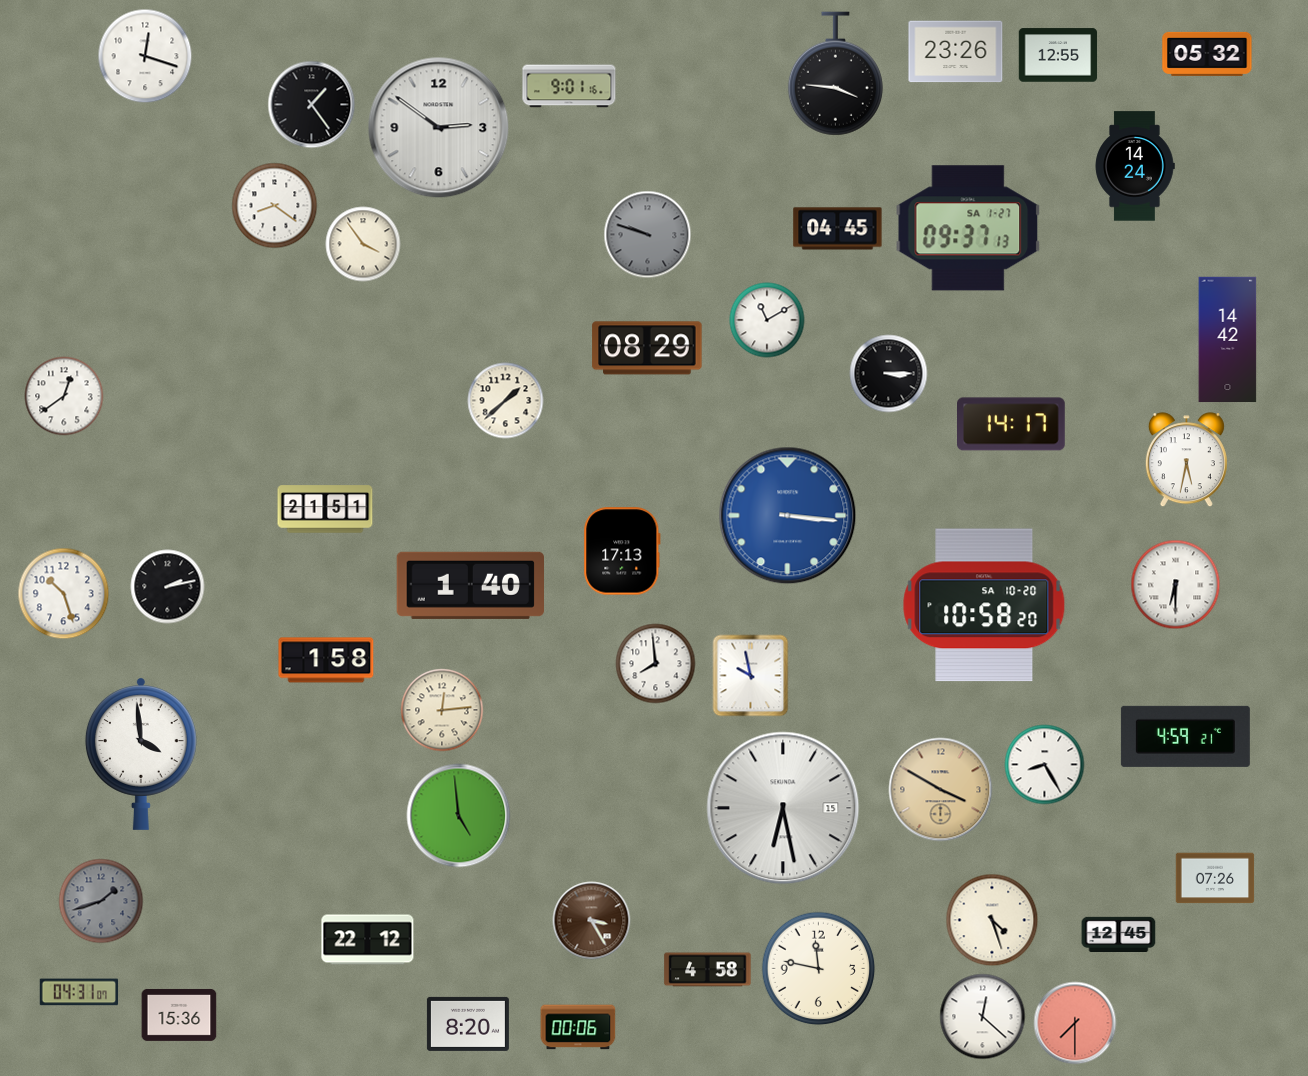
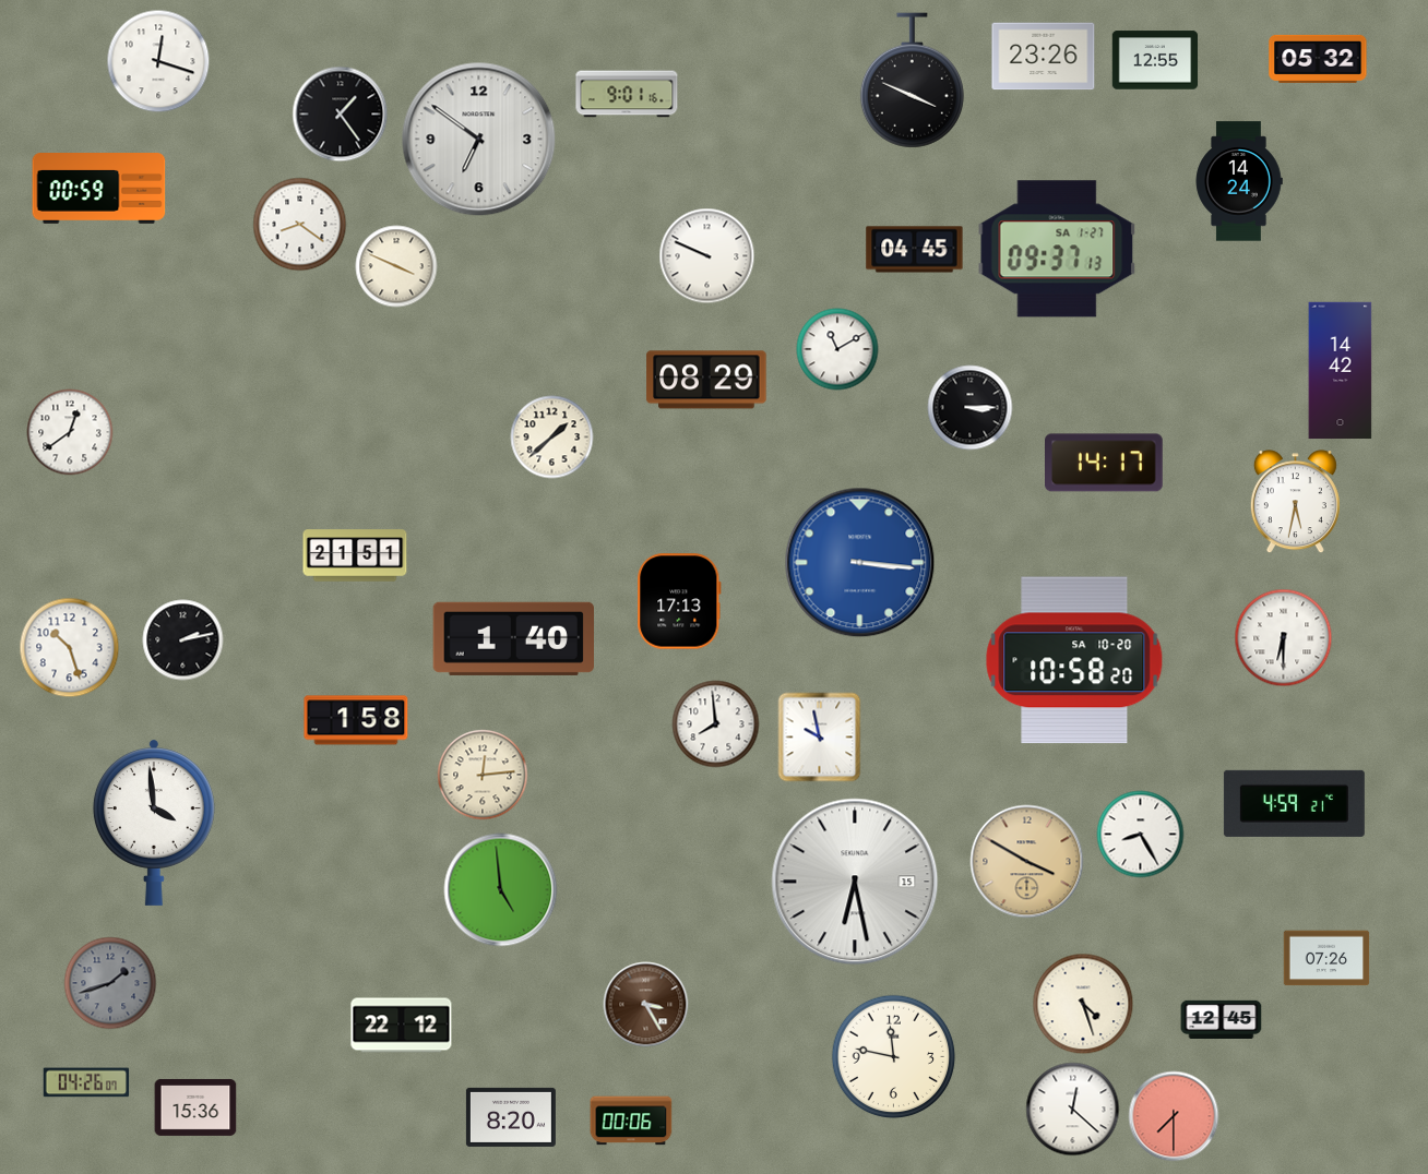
clock at (835, 74): 3:46 -> 3:49
clock at (569, 86) position: (569, 86) -> (627, 94)
clock at (439, 128): 2:51 -> 6:51
clock at (99, 189): none -> 00:59
clock at (648, 235): 9:48 -> 9:49
clock at (648, 235) dial: grey -> white
clock at (363, 244): 3:54 -> 3:49
clock at (708, 970): 4:58 -> none
clock at (79, 992): 04:31 -> 04:26
